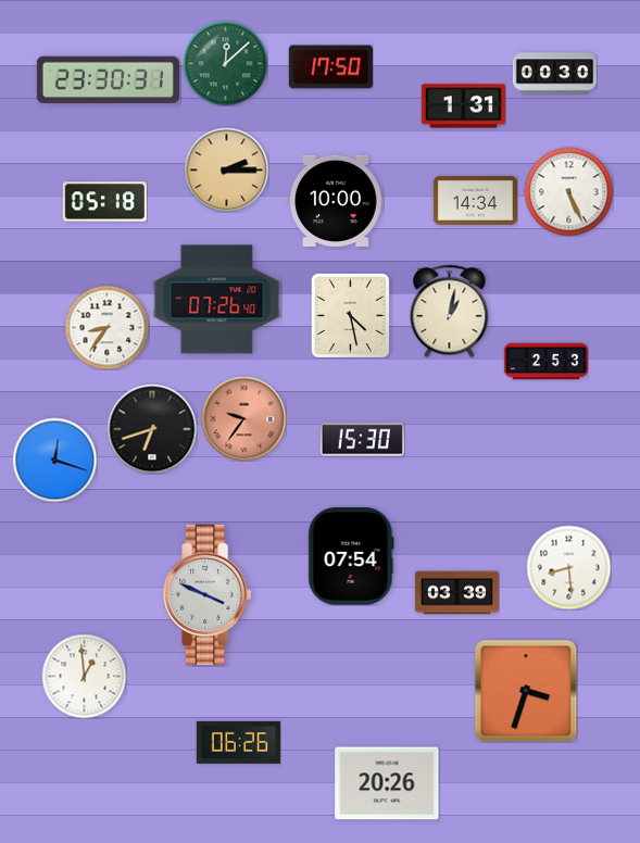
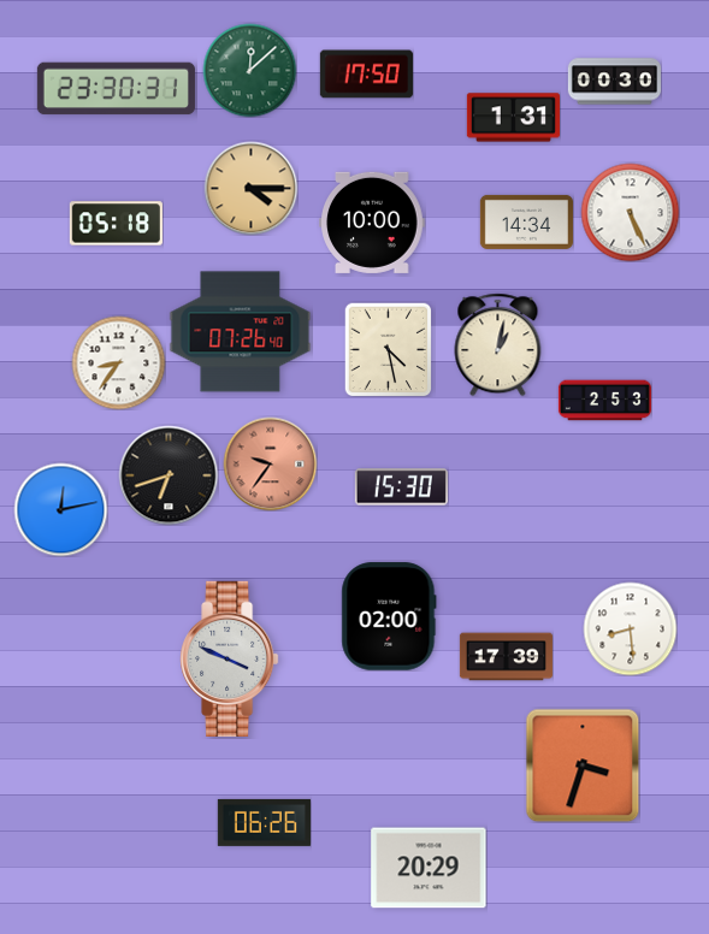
clock at (108, 80) position: (108, 80) -> (116, 89)
clock at (226, 169): 2:15 -> 4:15
clock at (54, 460): 12:18 -> 12:13
clock at (351, 556): 07:54 -> 02:00
clock at (456, 593): 03:39 -> 17:39
clock at (84, 676): 12:59 -> none
clock at (387, 783): 20:26 -> 20:29
